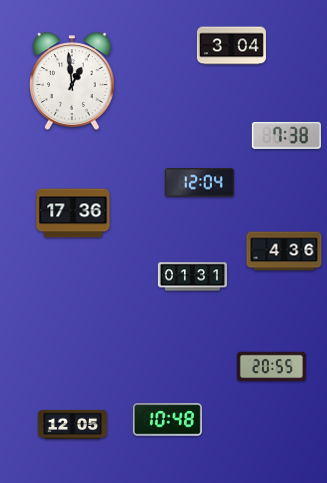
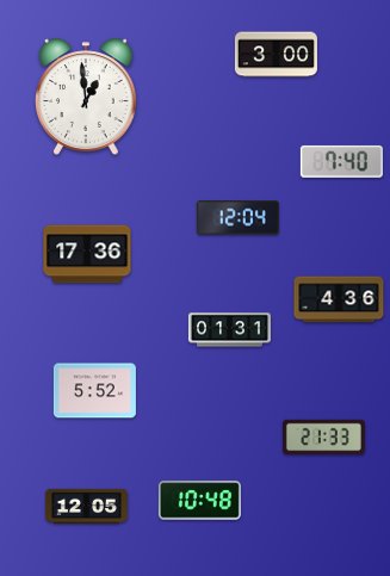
clock at (231, 46): 3:04 -> 3:00
clock at (286, 135): 7:38 -> 7:40
clock at (94, 391): none -> 5:52
clock at (271, 367): 20:55 -> 21:33
